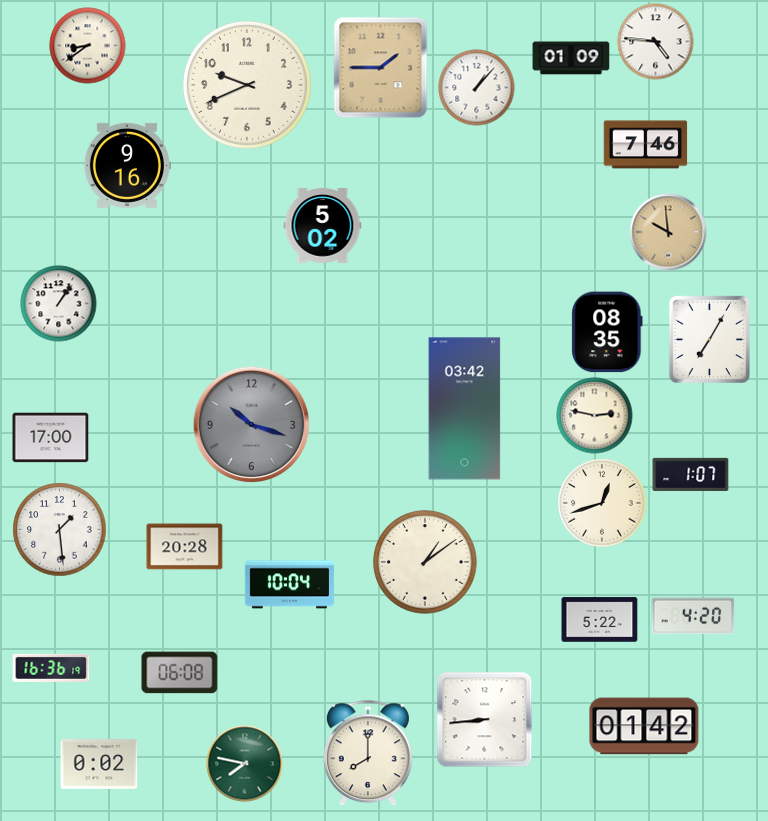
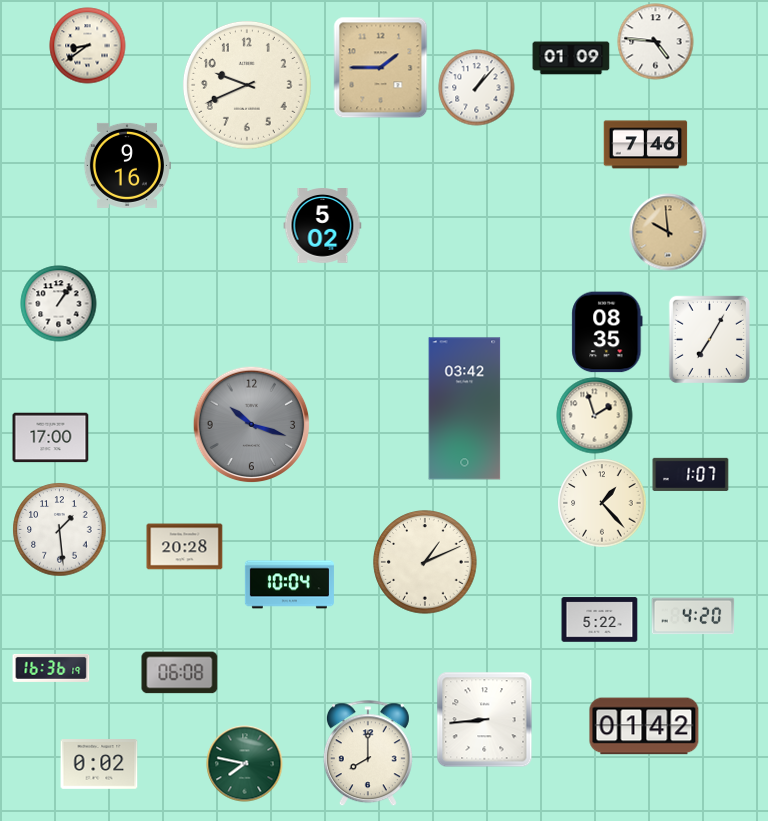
clock at (595, 416): 2:47 -> 1:57
clock at (602, 503): 12:42 -> 1:23
clock at (425, 562): 1:09 -> 1:11
